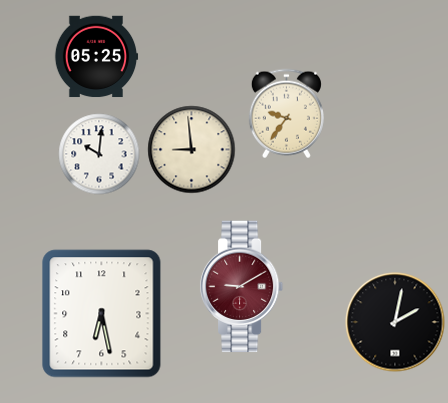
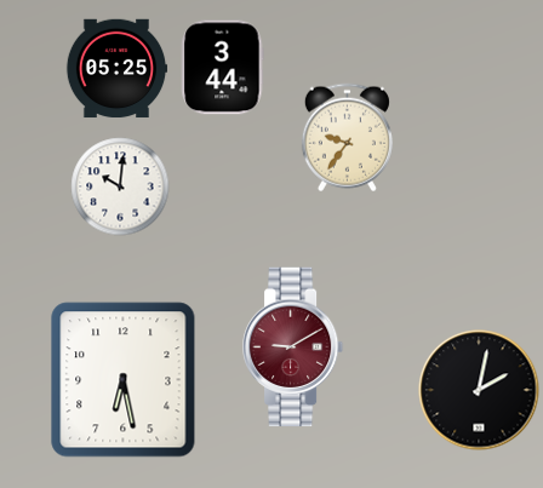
clock at (223, 68): none -> 3:44
clock at (192, 150): 8:59 -> none
